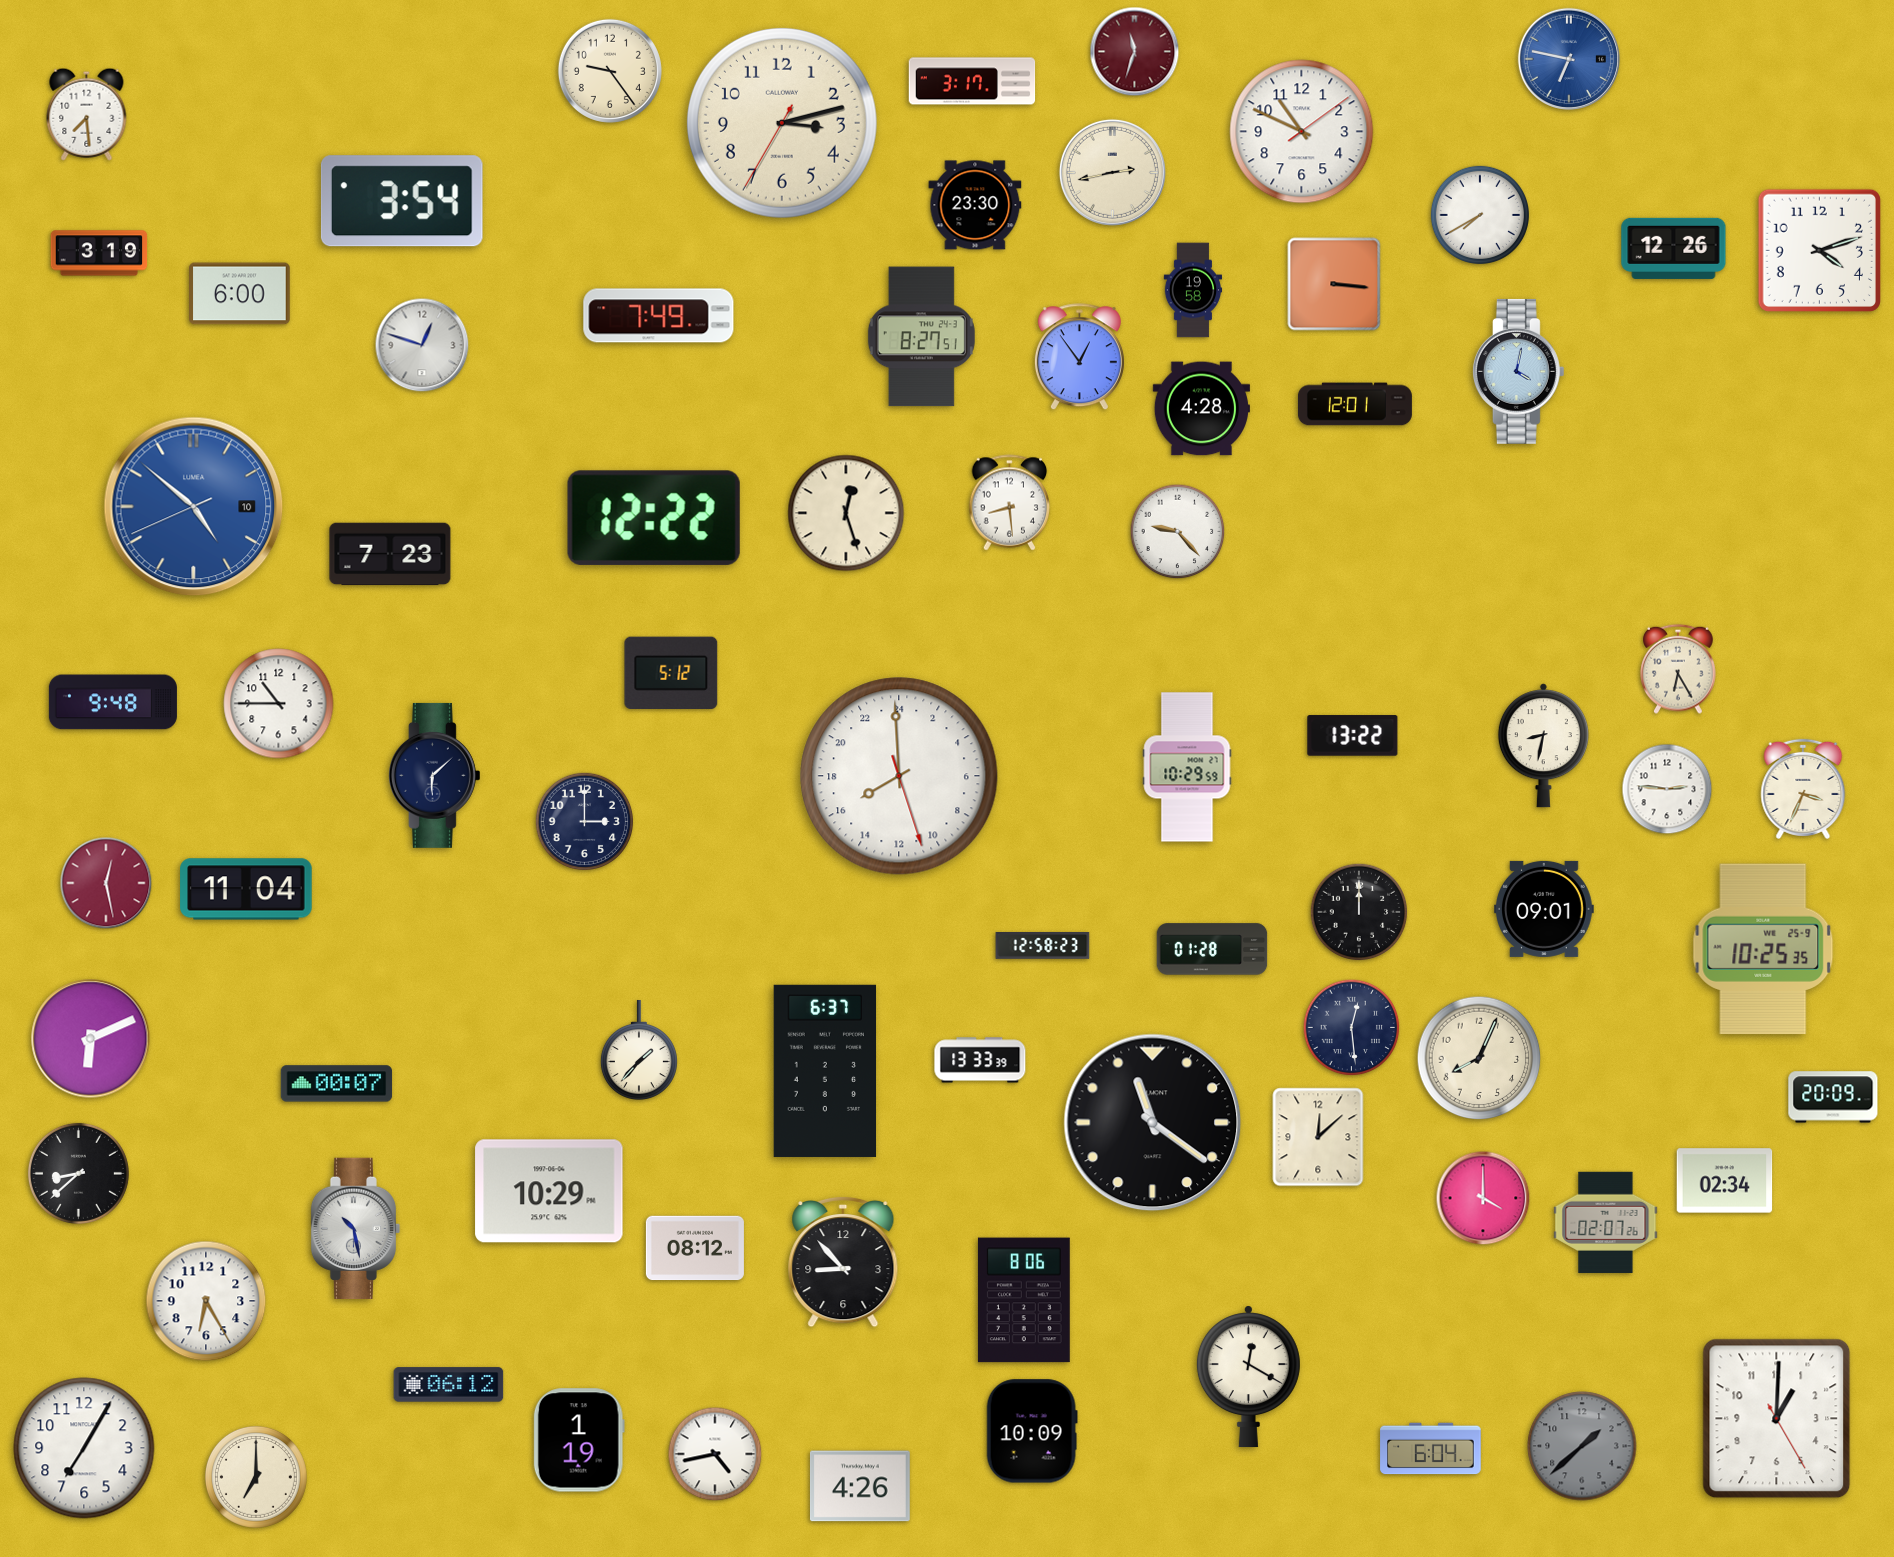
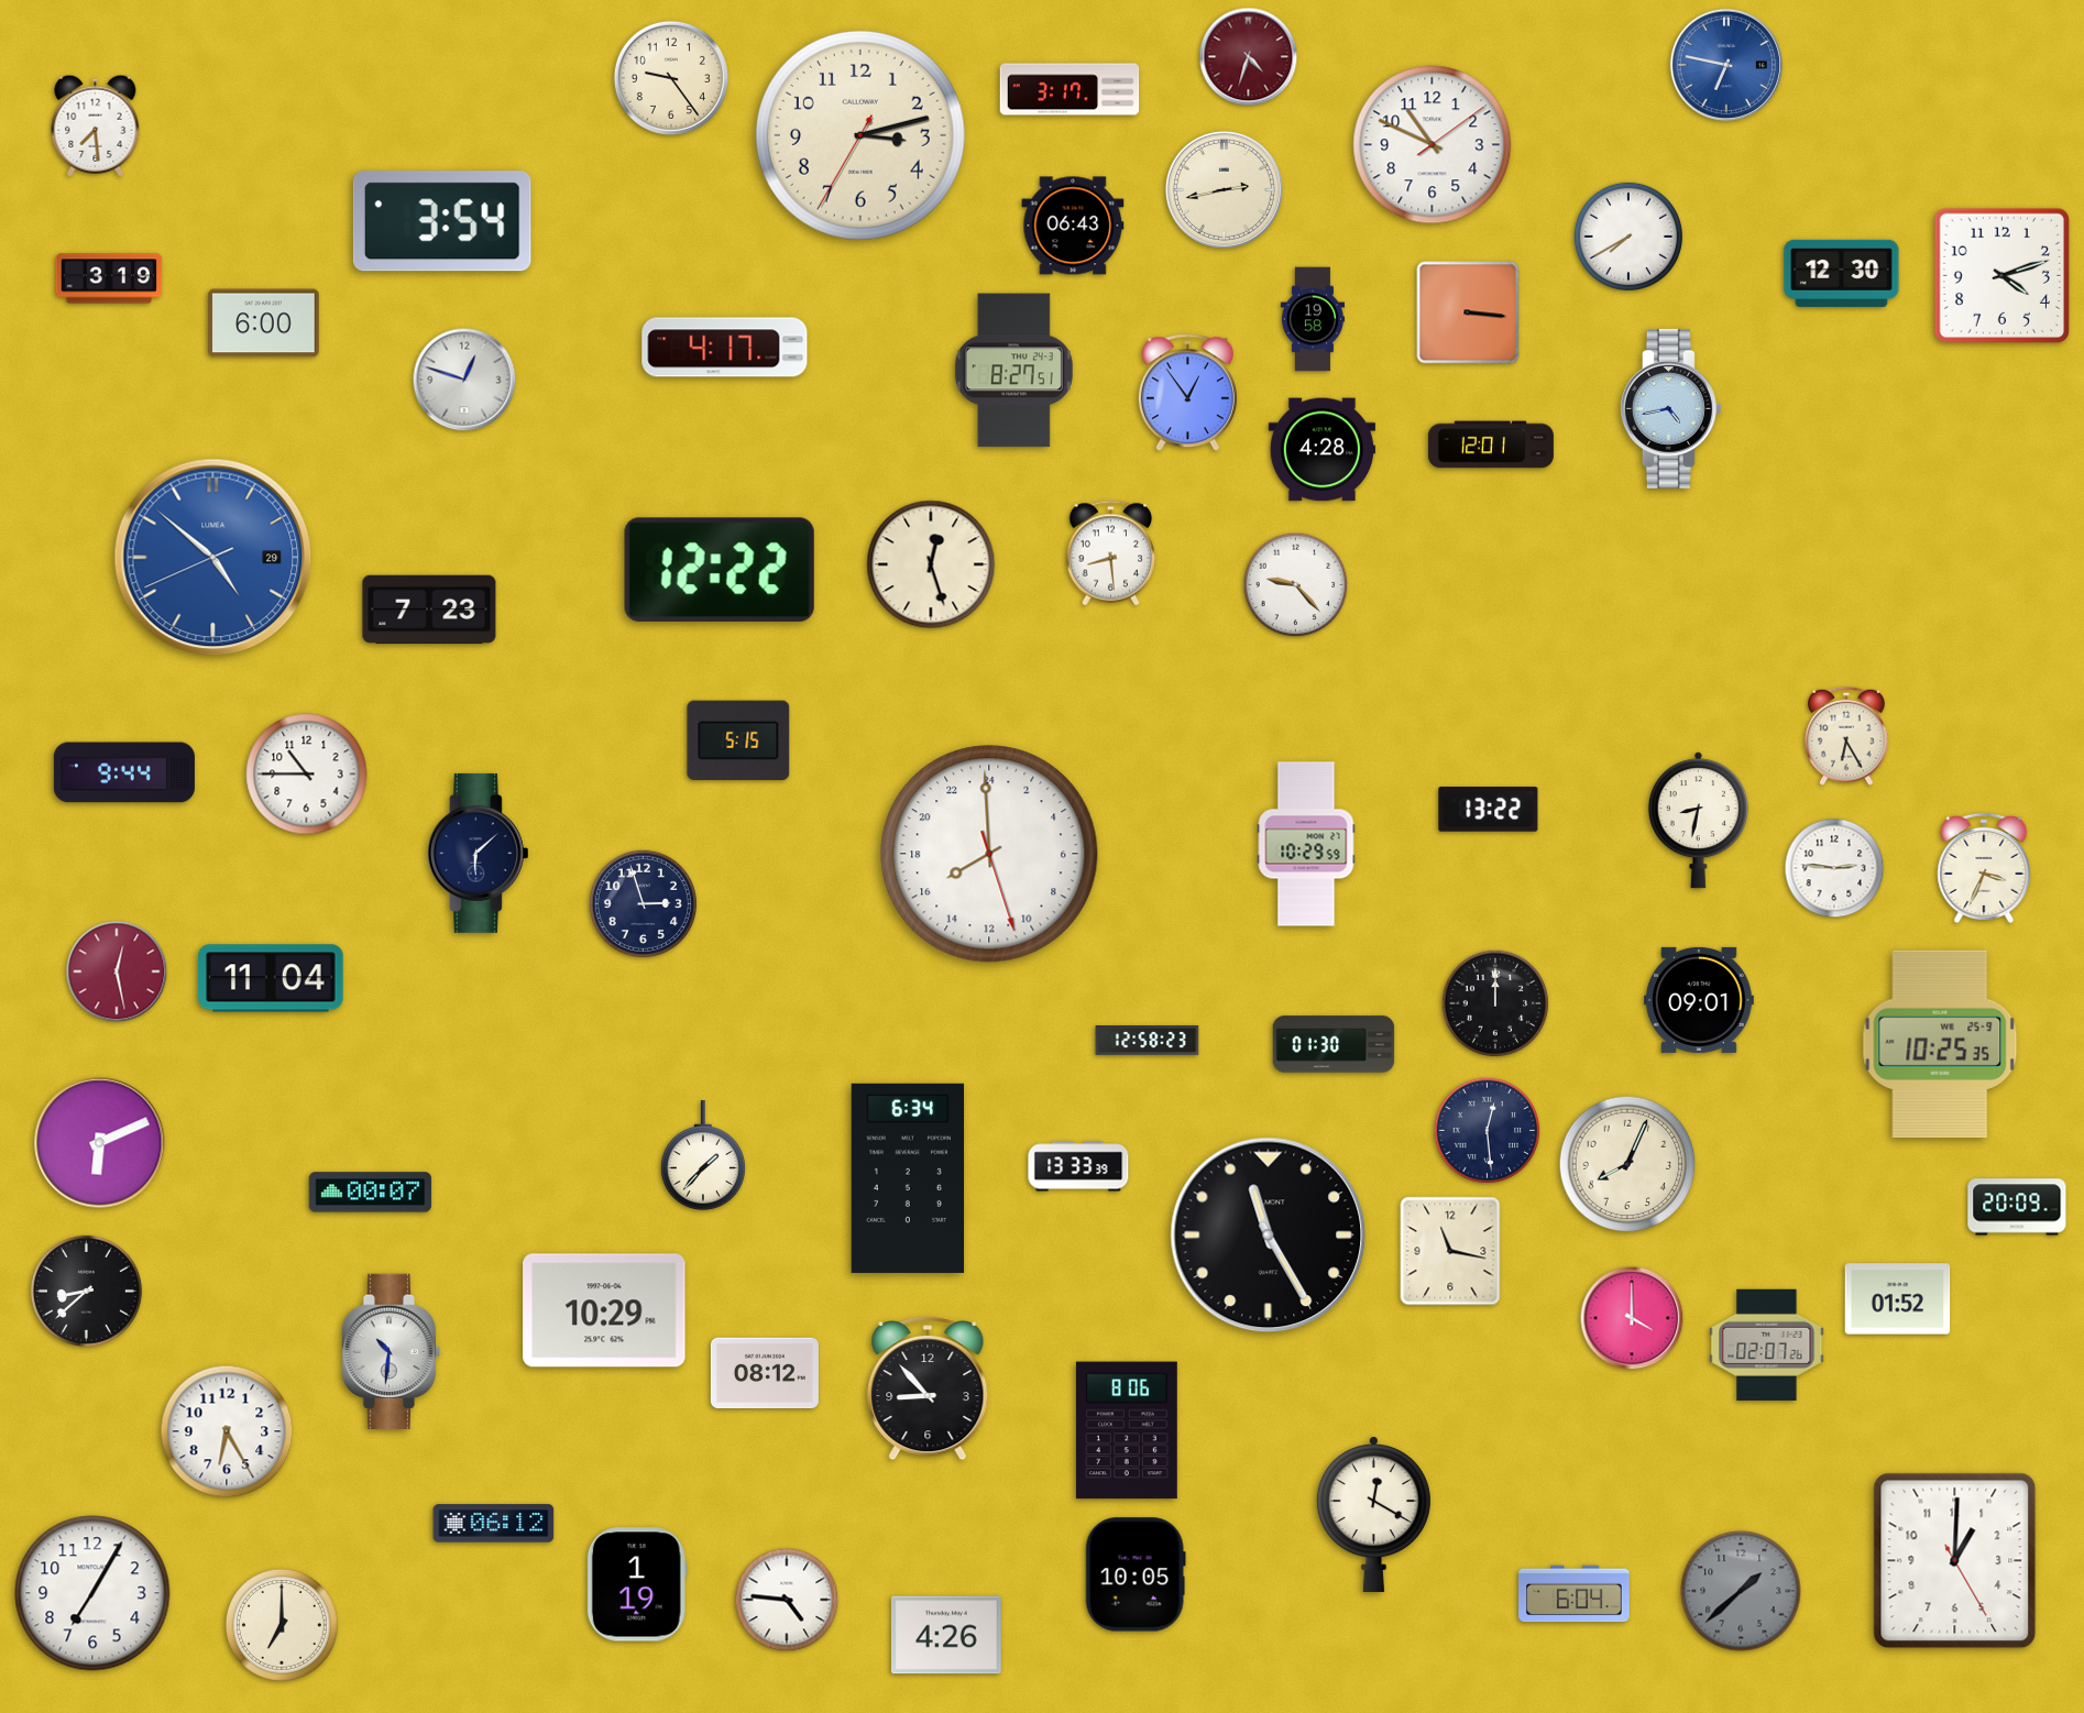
clock at (1135, 52): 11:33 -> 4:33
clock at (975, 205): 23:30 -> 06:43
clock at (1674, 248): 12:26 -> 12:30
clock at (659, 316): 7:49 -> 4:17
clock at (1518, 371): 4:02 -> 4:43
clock at (194, 507) date: 10 -> 29
clock at (671, 673): 5:12 -> 5:15
clock at (113, 702): 9:48 -> 9:44
clock at (584, 821): 3:00 -> 2:57
clock at (1212, 949): 01:28 -> 01:30
clock at (825, 1071): 6:37 -> 6:34
clock at (1153, 1123): 11:21 -> 11:25
clock at (1318, 1137): 12:08 -> 11:17
clock at (1725, 1181): 02:34 -> 01:52
clock at (356, 1229): 10:28 -> 10:31
clock at (1032, 1431): 10:09 -> 10:05
clock at (715, 1454): 4:43 -> 4:46
